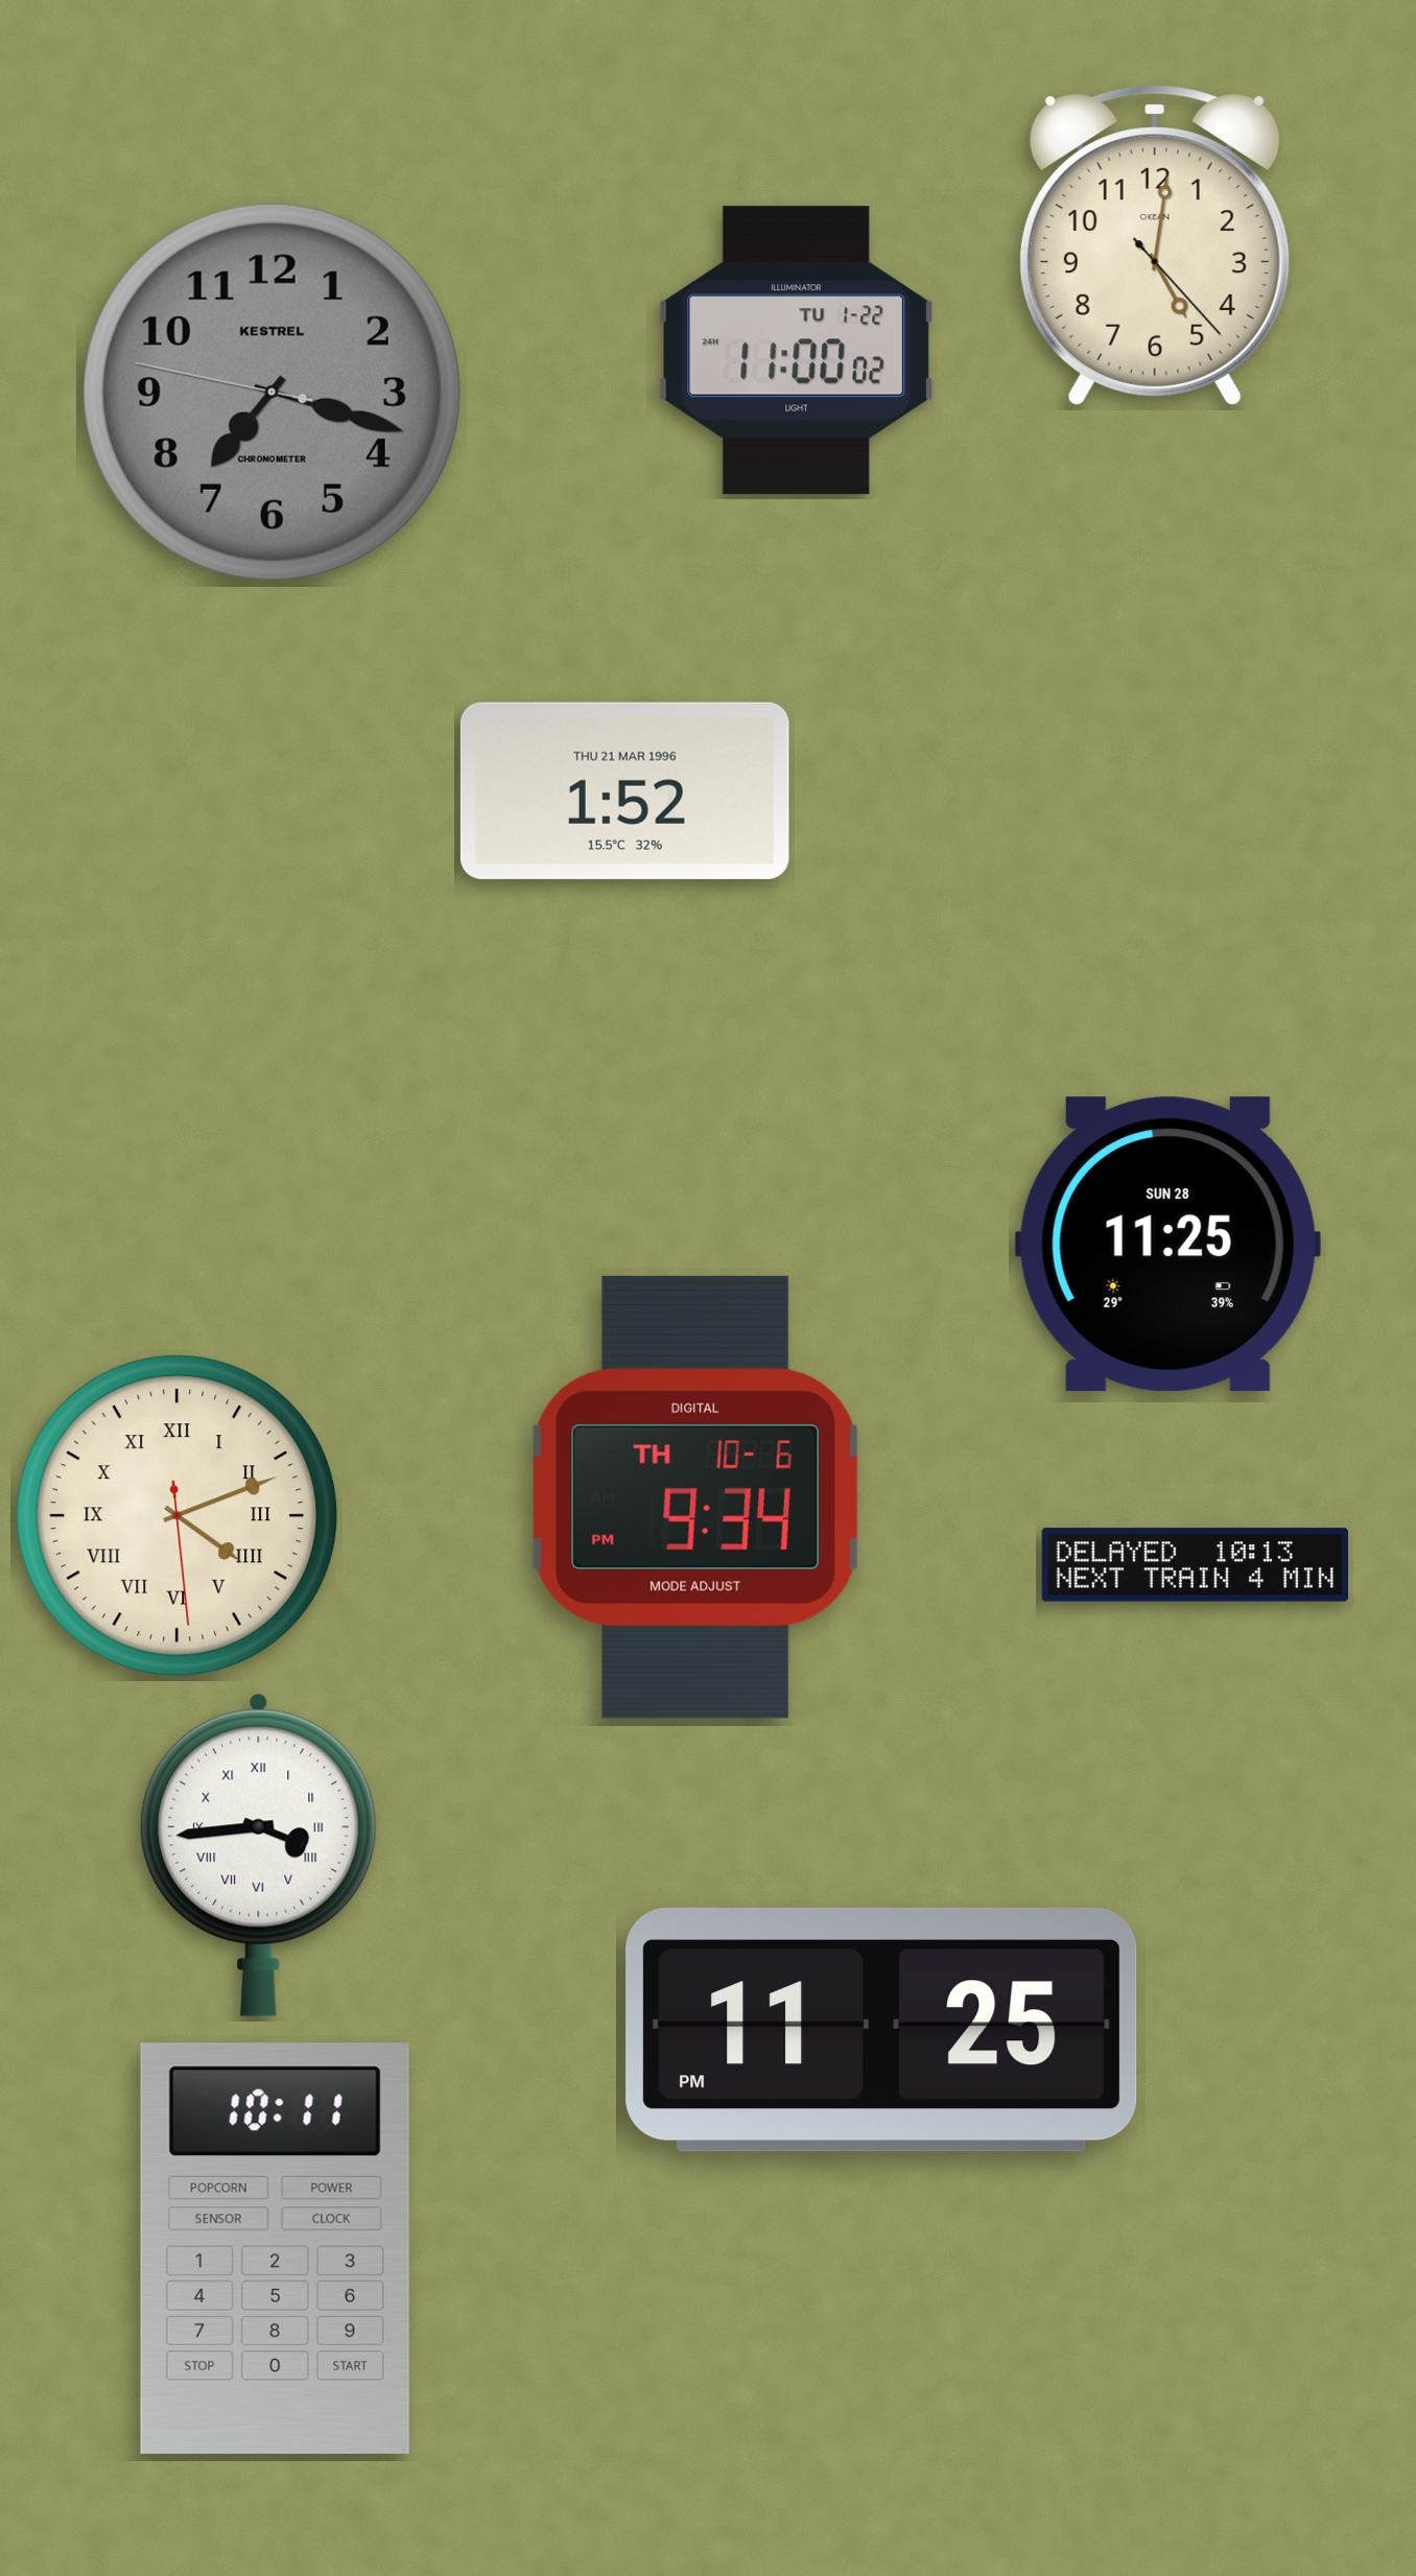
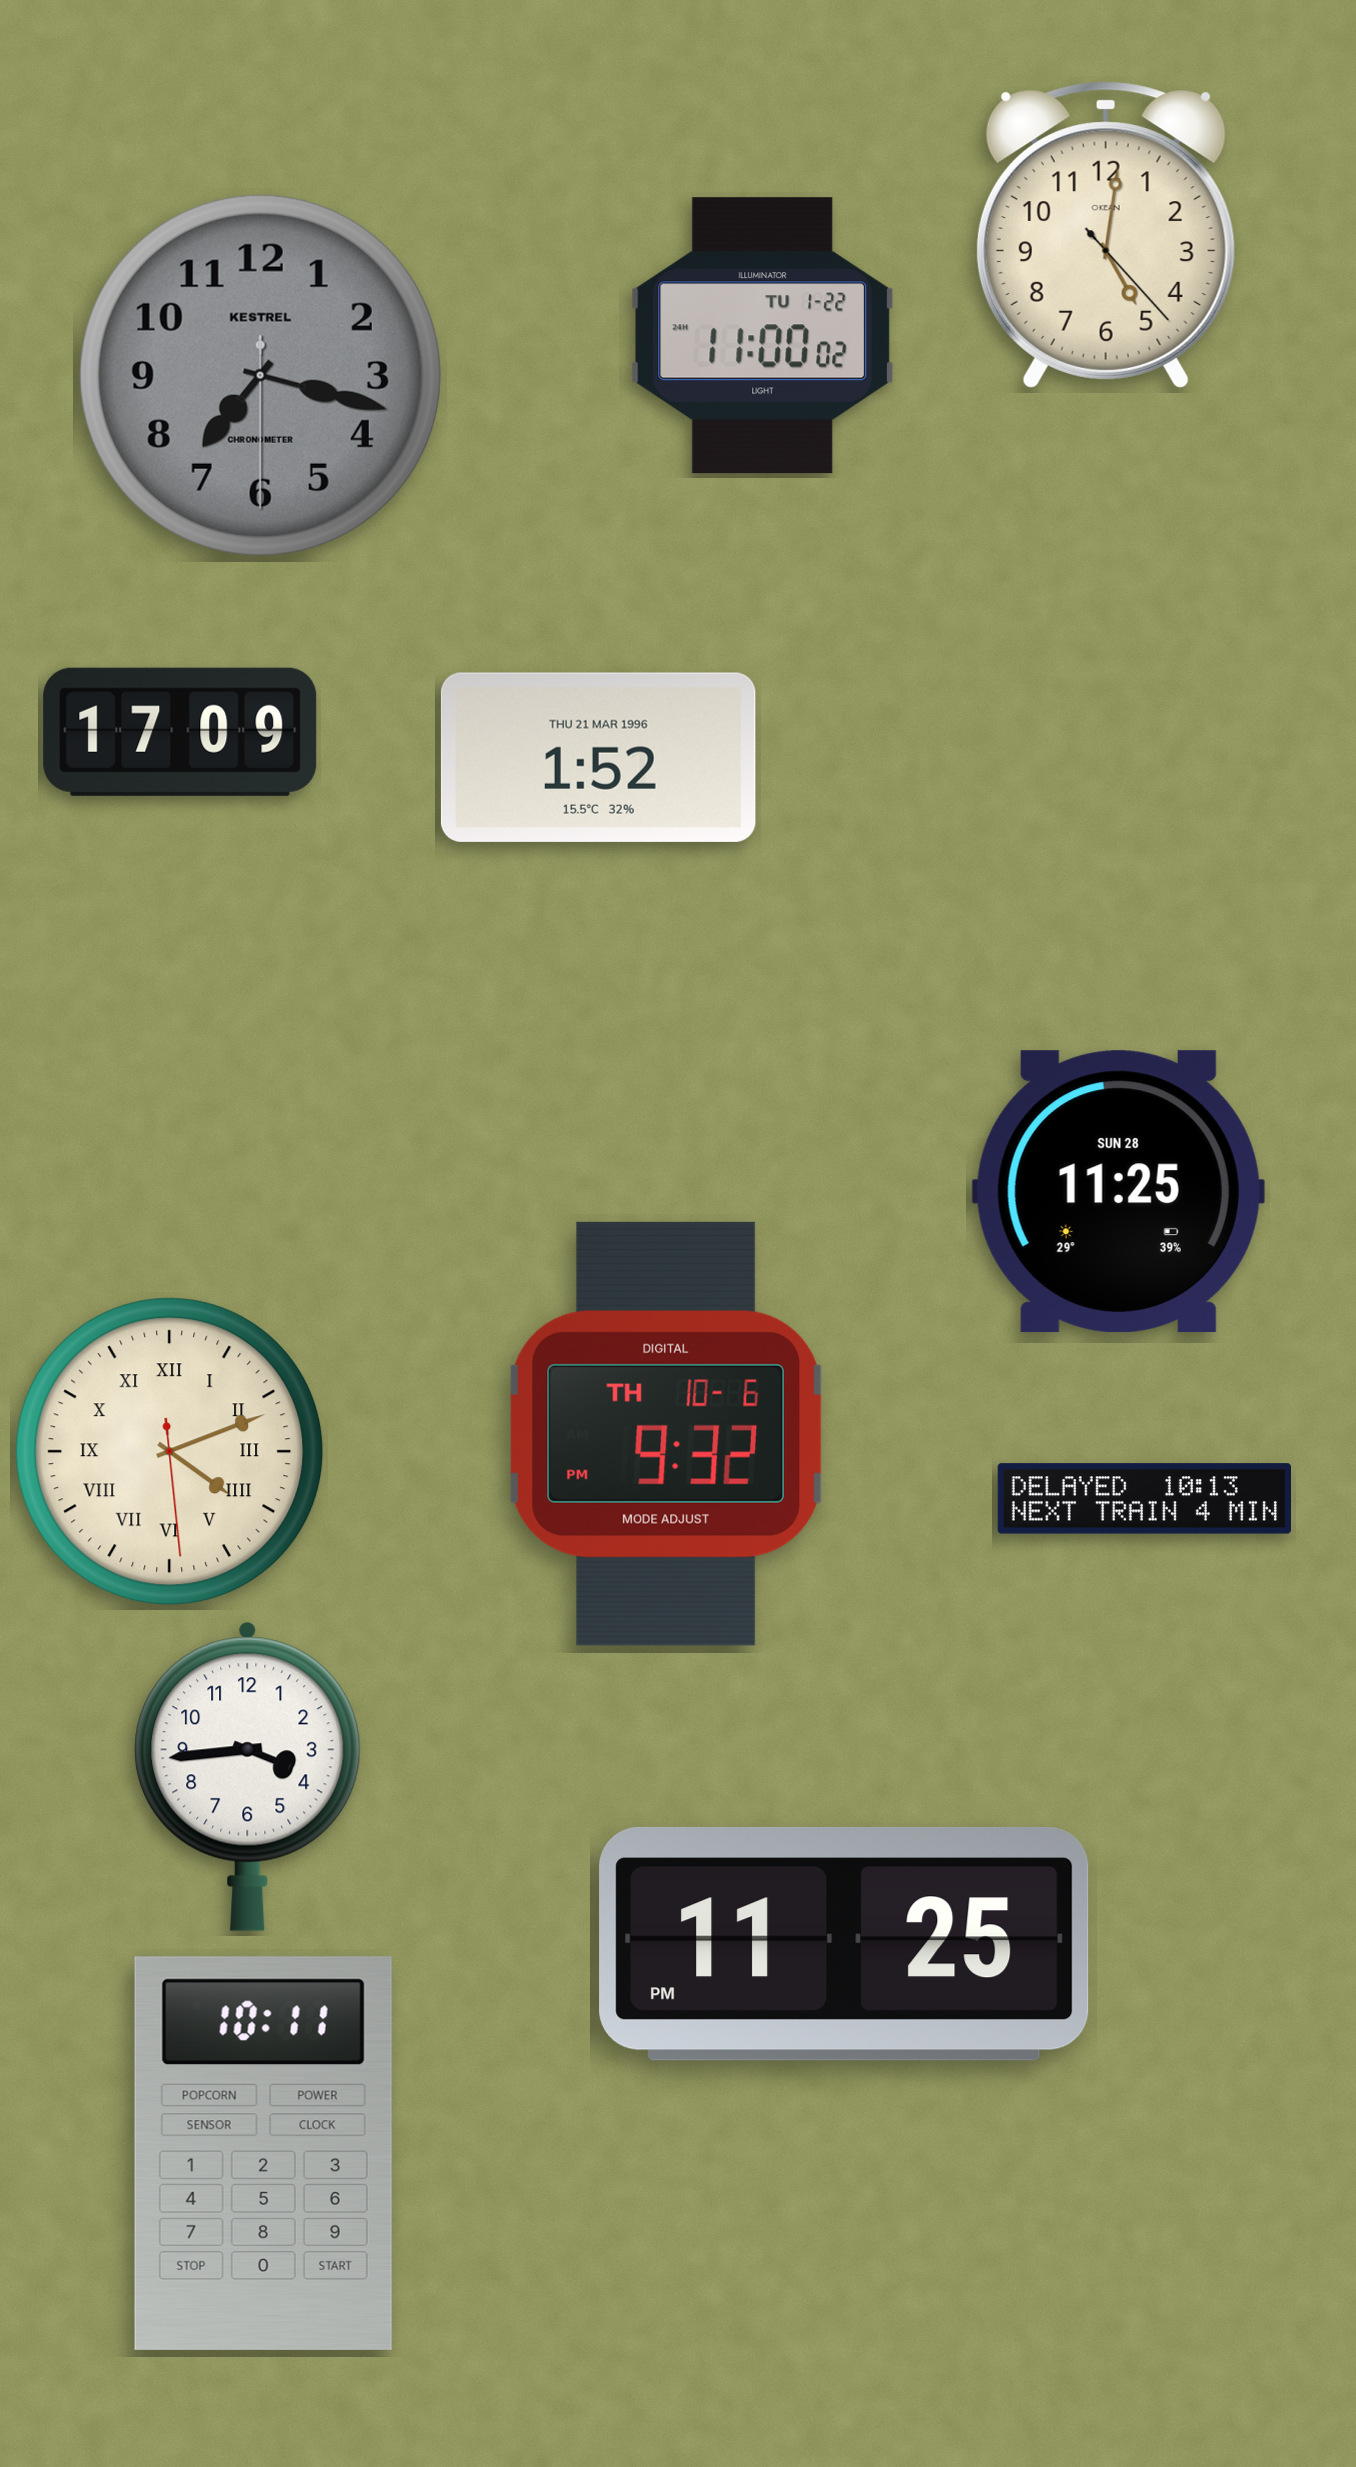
clock at (272, 392): 7:17:47 -> 7:17:30
clock at (180, 732): none -> 17:09
clock at (694, 1497): 9:34 -> 9:32
clock at (259, 1854) numerals: Roman -> Arabic
